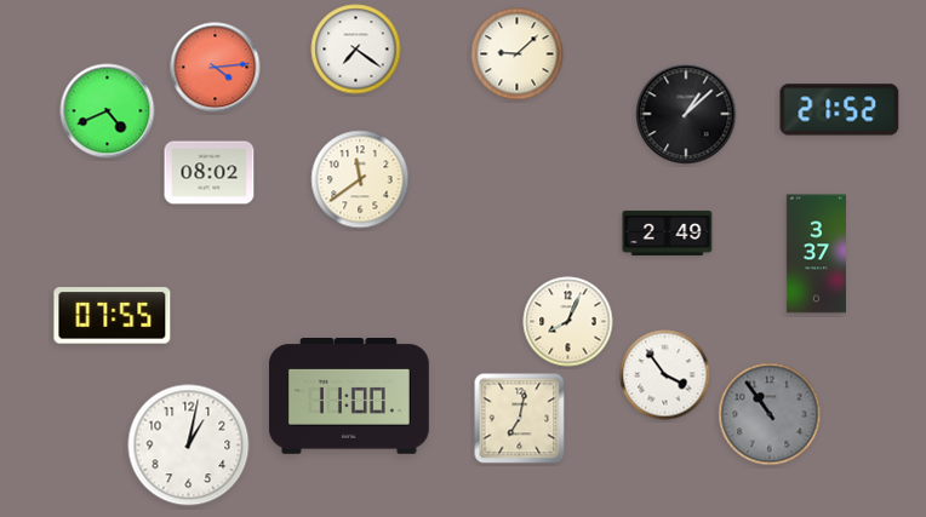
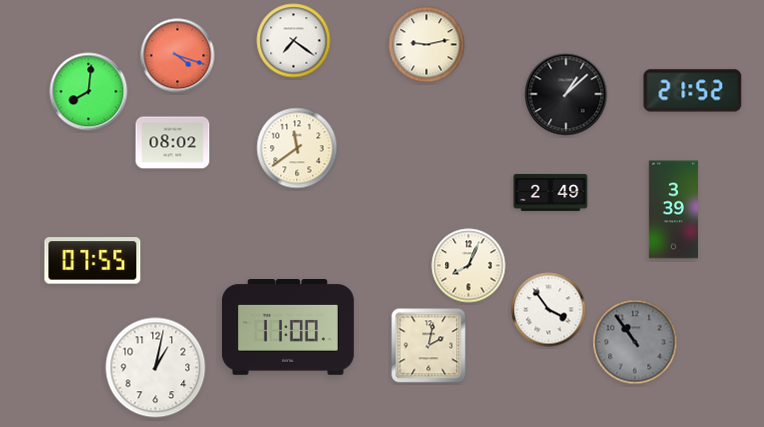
clock at (518, 54): 9:08 -> 9:13
clock at (216, 68): 4:14 -> 4:18
clock at (108, 111): 4:41 -> 8:01
clock at (816, 254): 3:37 -> 3:39
clock at (520, 419): 7:02 -> 2:02
